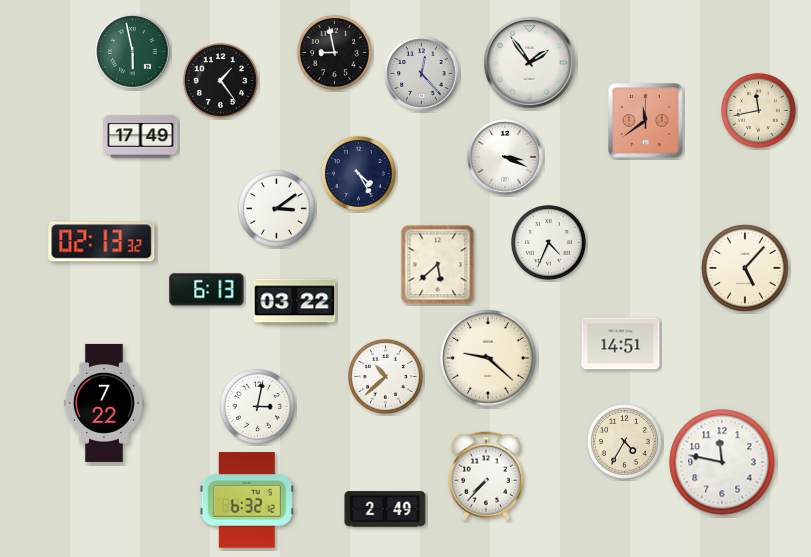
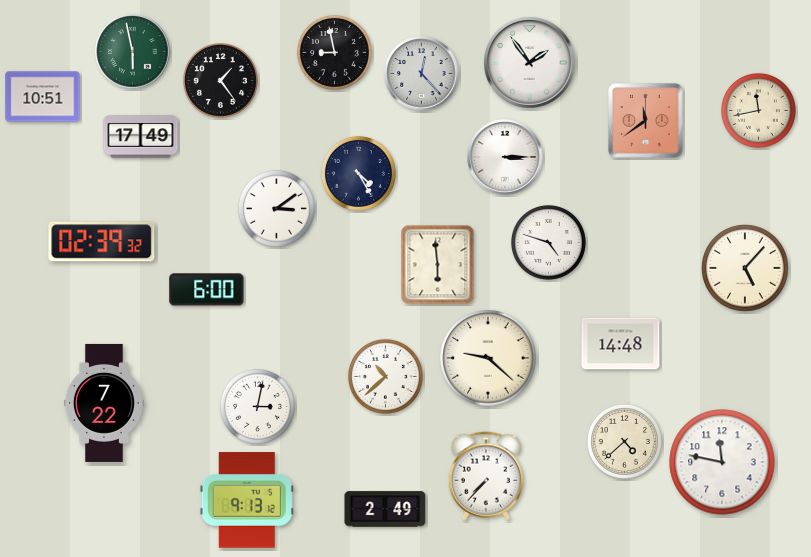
clock at (43, 97): none -> 10:51
clock at (505, 157): 3:19 -> 3:15
clock at (102, 242): 02:13 -> 02:39
clock at (548, 242): 4:34 -> 4:48
clock at (438, 265): 5:38 -> 5:59
clock at (207, 290): 6:13 -> 6:00
clock at (295, 302): 03:22 -> none
clock at (621, 344): 14:51 -> 14:48
clock at (624, 441): 4:35 -> 4:38
clock at (247, 500): 6:32 -> 9:13
